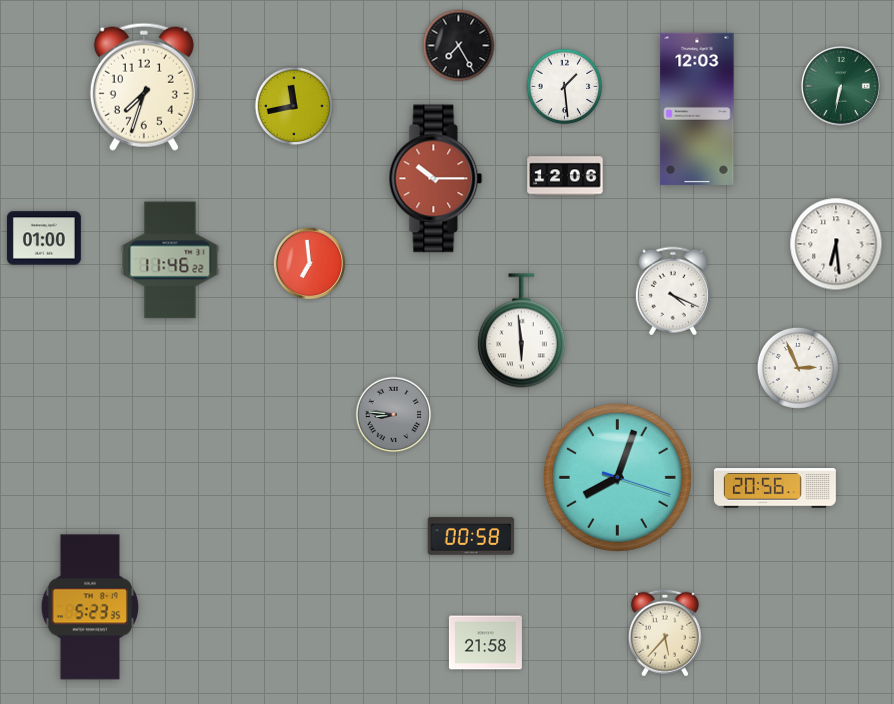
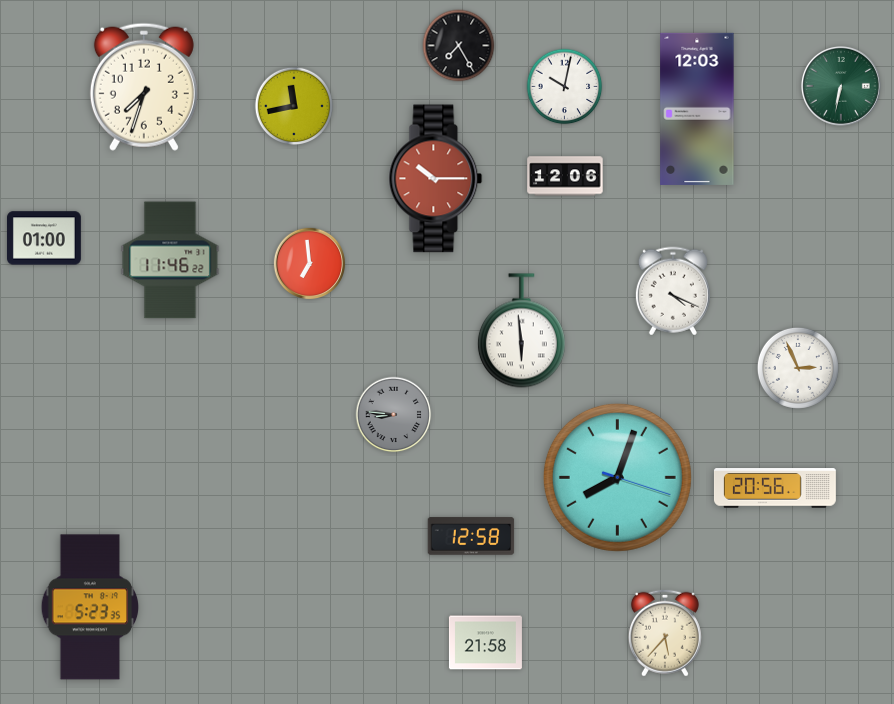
clock at (565, 87): 1:29 -> 10:02
clock at (836, 244): 6:29 -> none
clock at (471, 536): 00:58 -> 12:58
